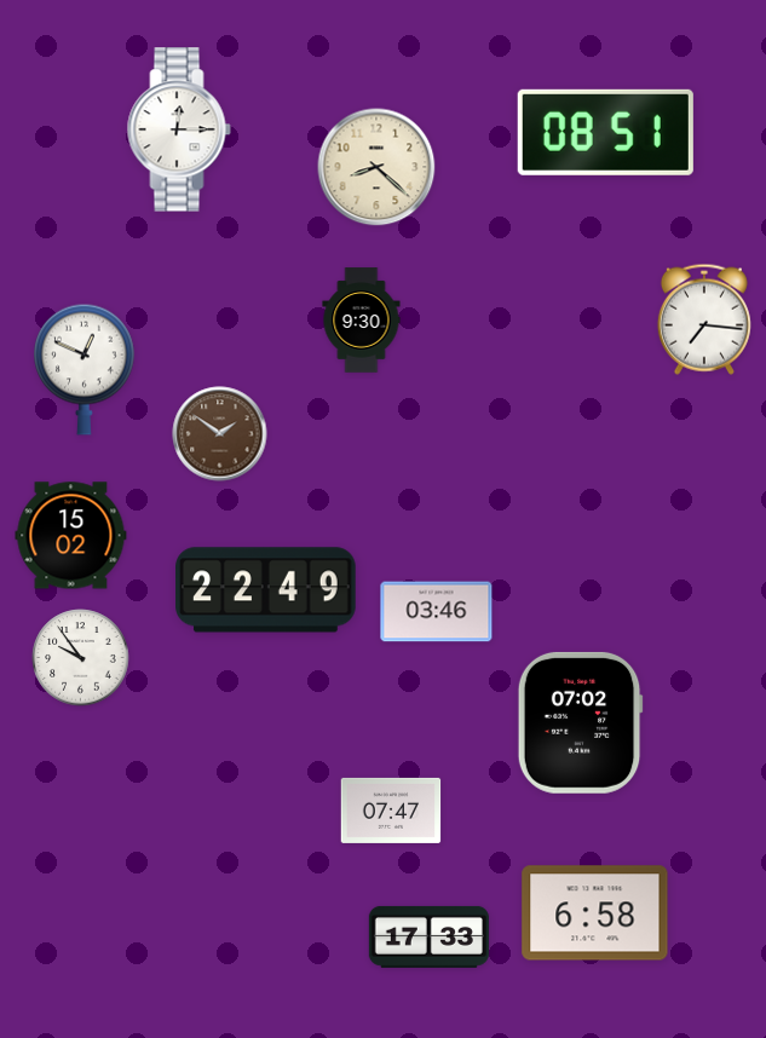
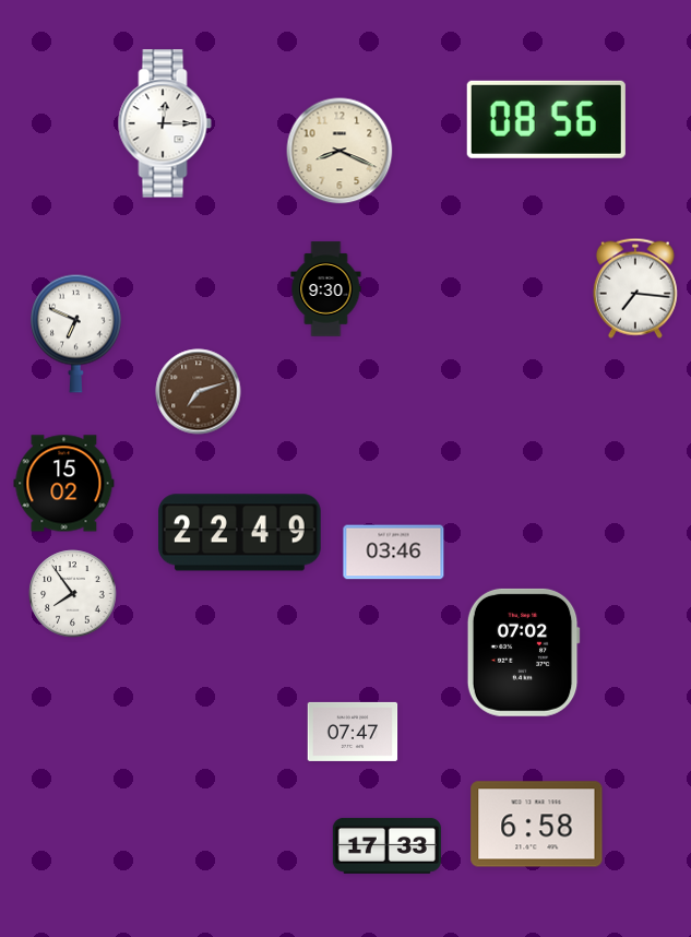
clock at (179, 129) position: (179, 129) -> (165, 123)
clock at (605, 132): 08:51 -> 08:56
clock at (376, 167): 8:22 -> 8:19
clock at (85, 369): 12:49 -> 6:49
clock at (220, 434): 1:51 -> 7:12
clock at (81, 658): 9:54 -> 7:54
